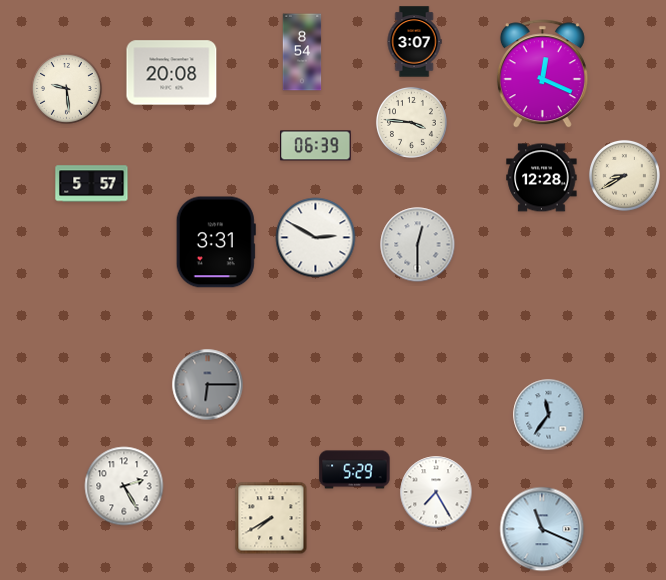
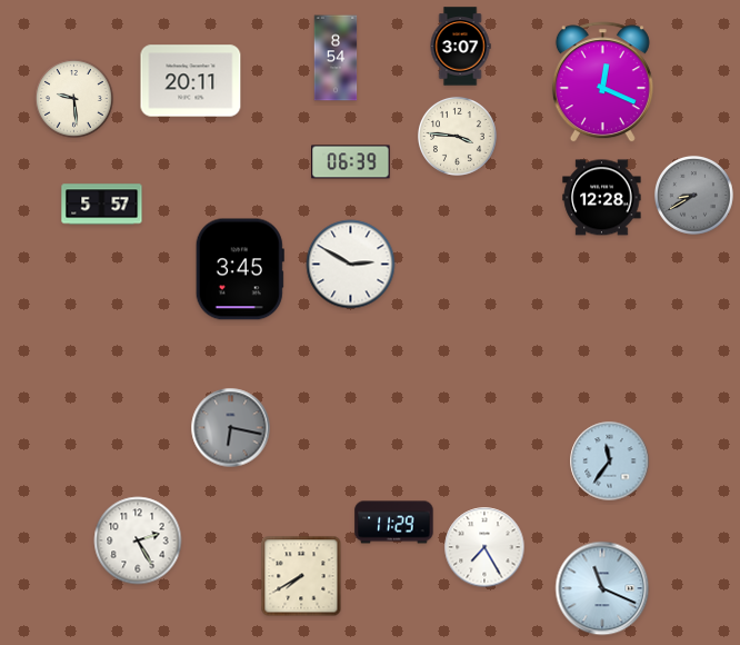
clock at (172, 73): 20:08 -> 20:11
clock at (624, 175) dial: cream -> grey
clock at (216, 242): 3:31 -> 3:45
clock at (418, 245): 12:30 -> none
clock at (208, 385): 6:15 -> 6:17
clock at (355, 470): 5:29 -> 11:29
